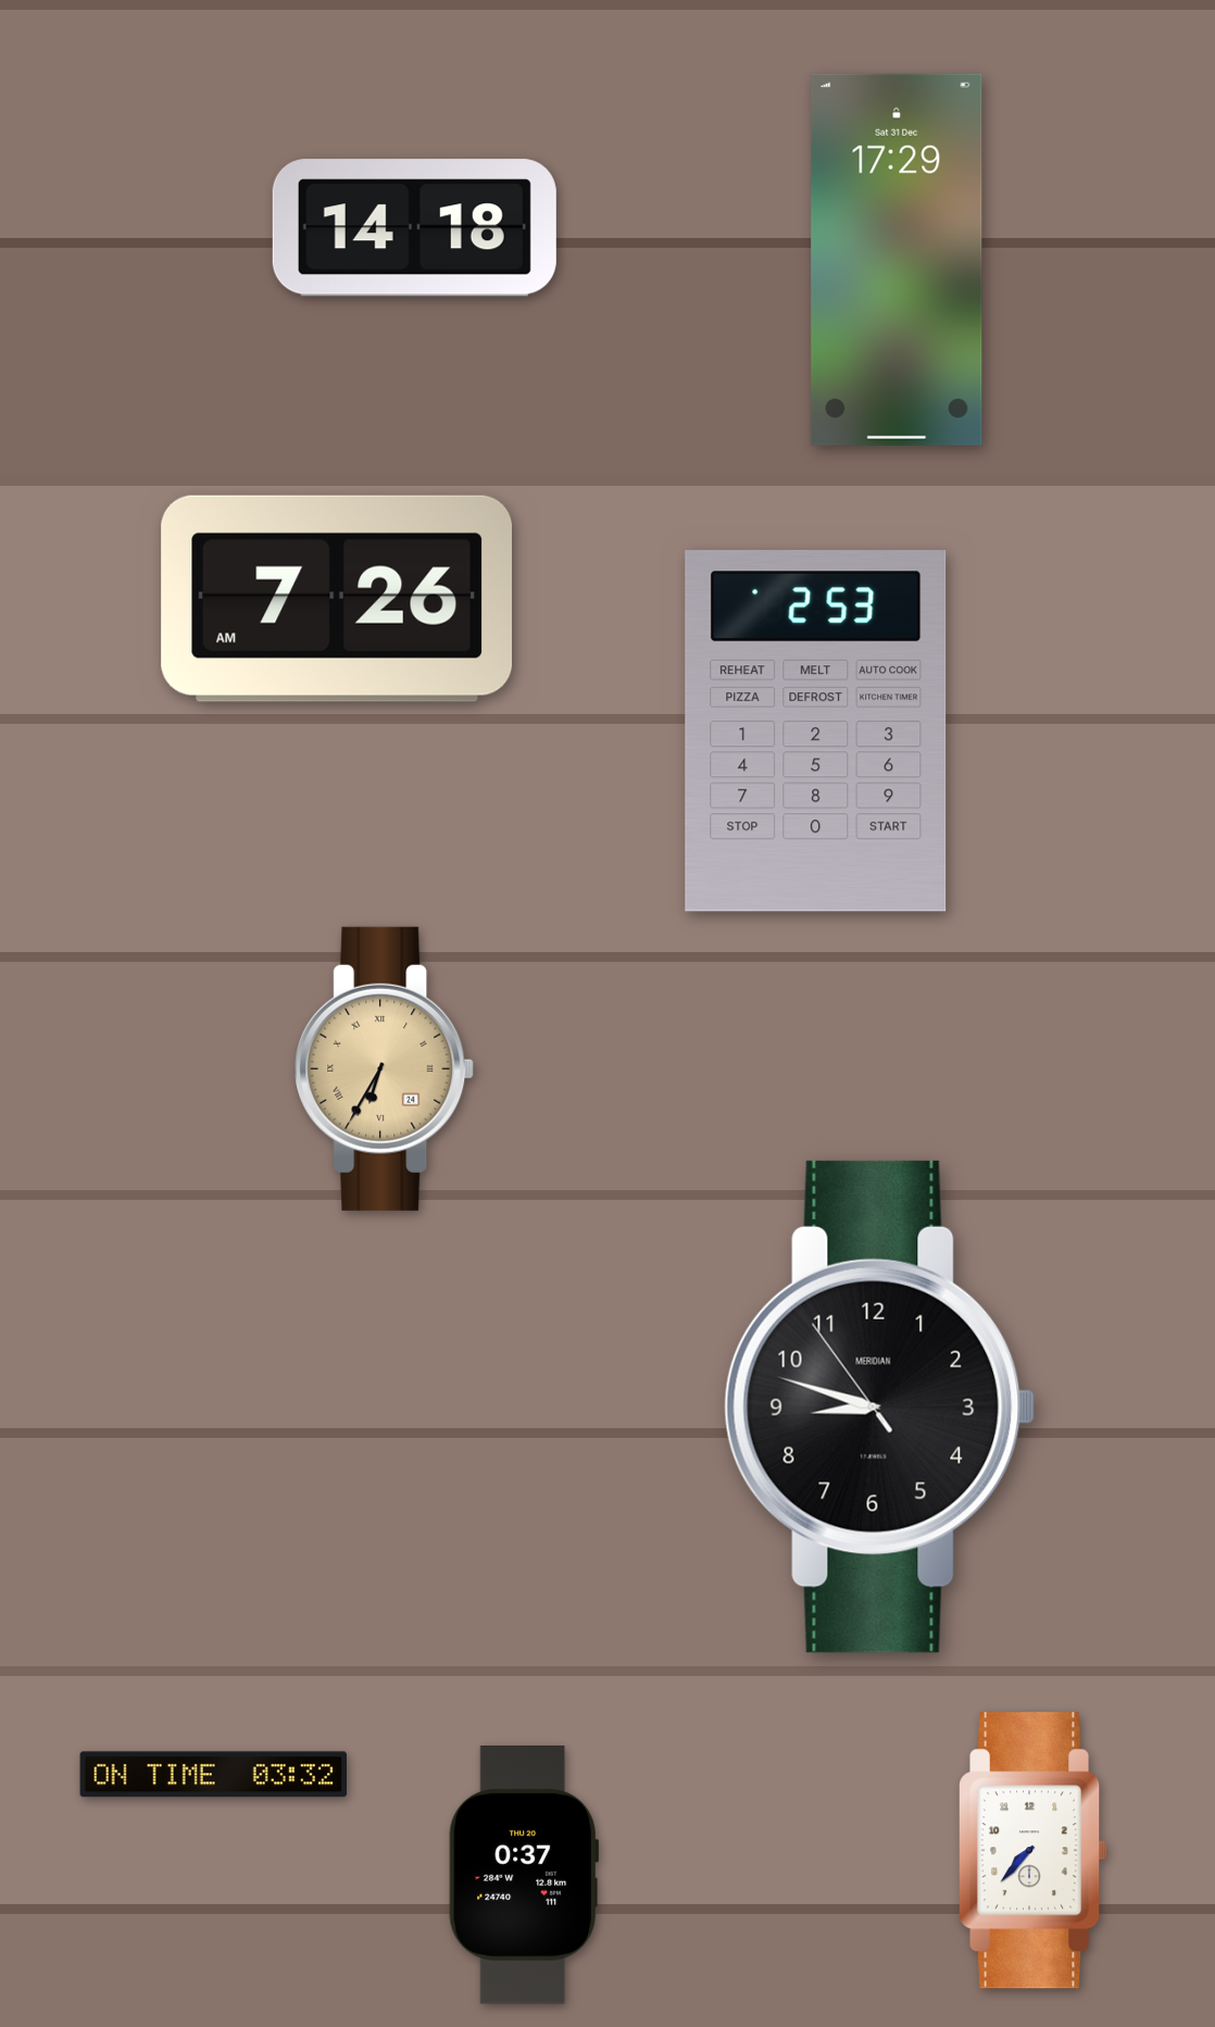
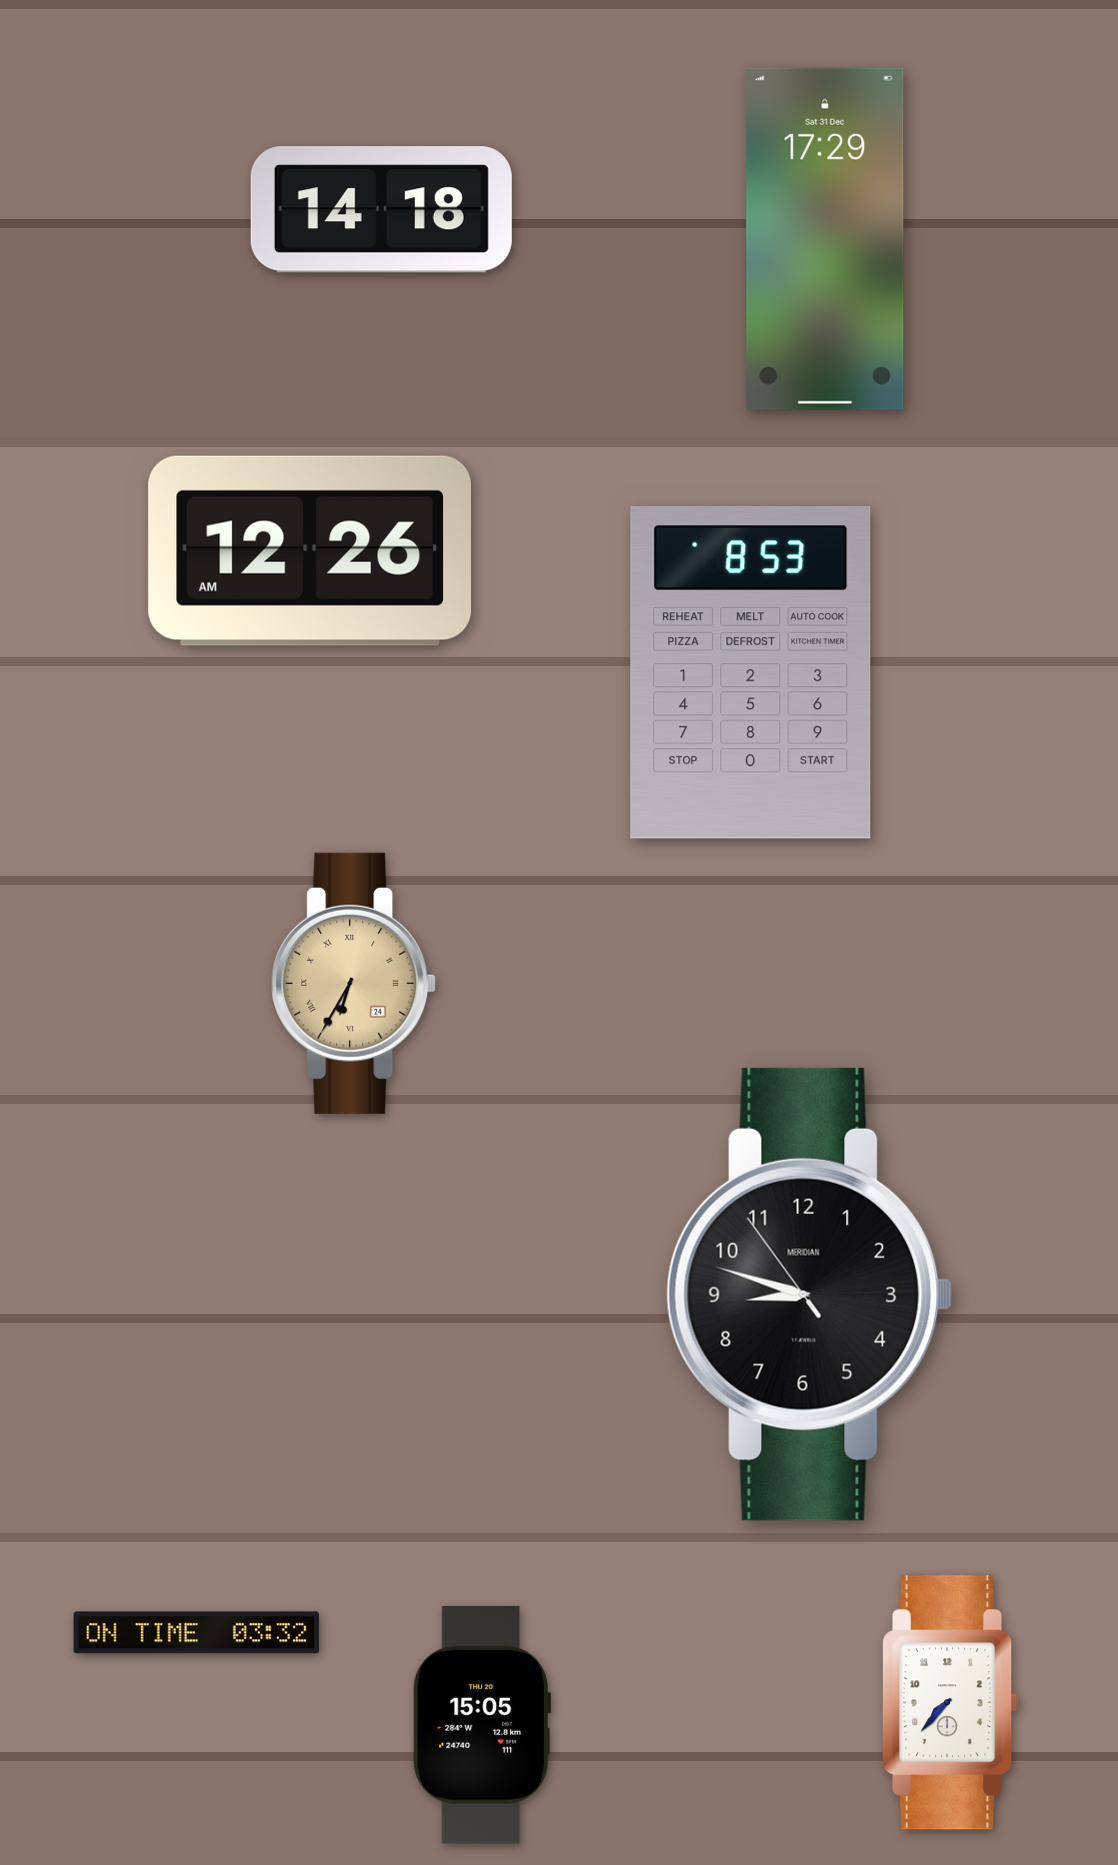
clock at (336, 599): 7:26 -> 12:26
clock at (816, 731): 2:53 -> 8:53
clock at (524, 1876): 0:37 -> 15:05
